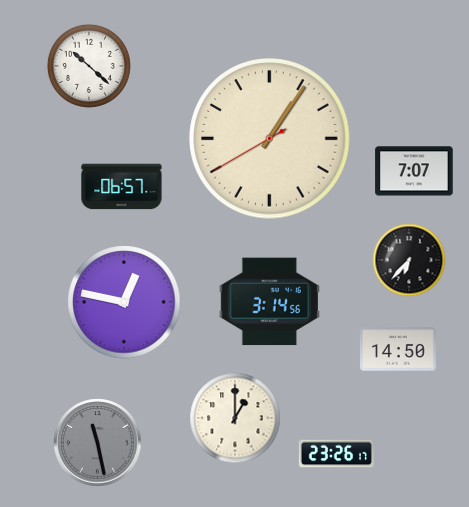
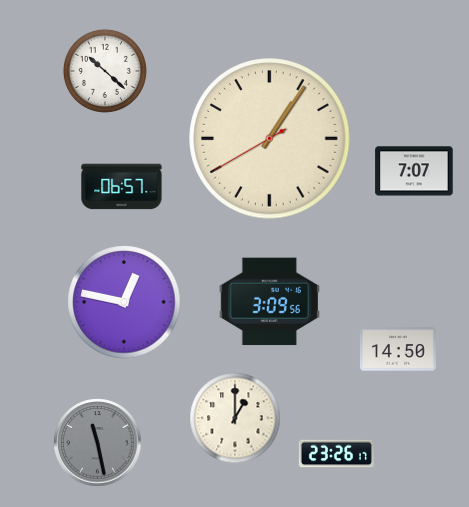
clock at (89, 66) position: (89, 66) -> (105, 71)
clock at (409, 260): 6:37 -> none
clock at (269, 302): 3:14 -> 3:09
